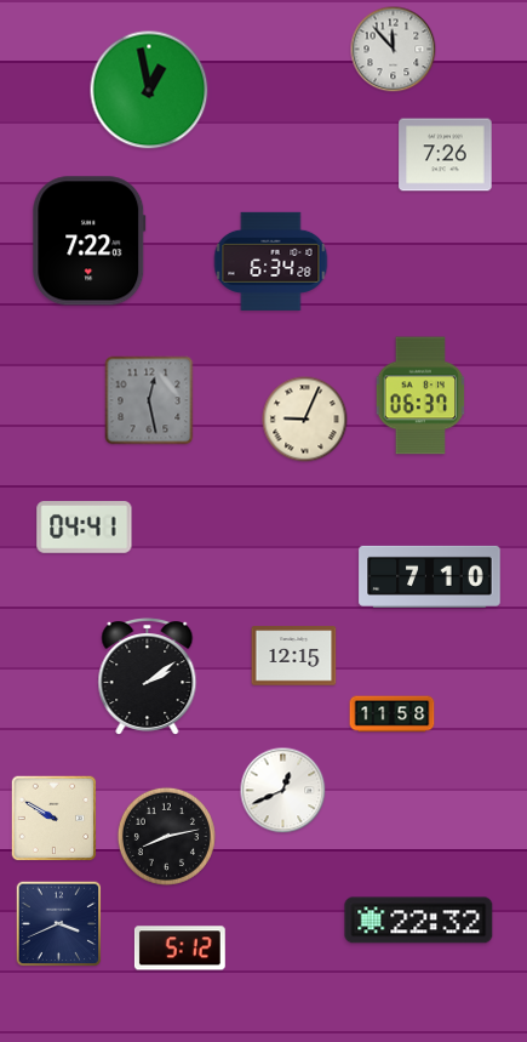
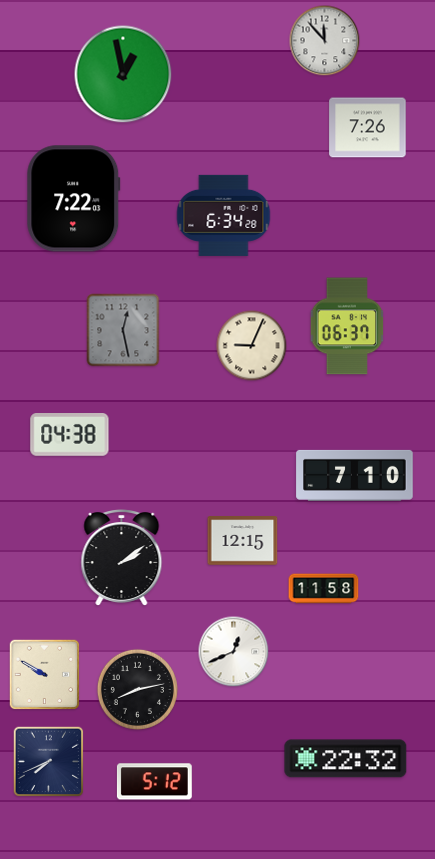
clock at (85, 528): 04:41 -> 04:38
clock at (59, 924): 3:41 -> 7:41
clock at (179, 949) position: (179, 949) -> (154, 782)
